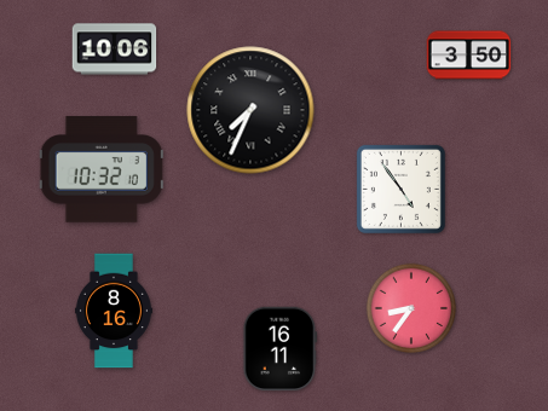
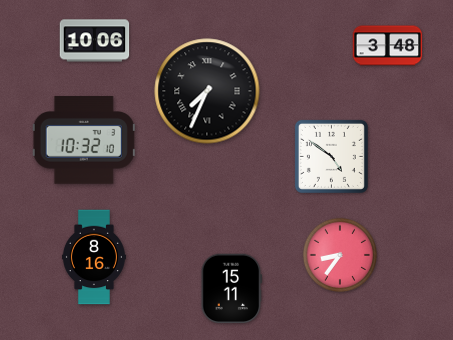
clock at (469, 56): 3:50 -> 3:48
clock at (400, 189): 4:54 -> 4:51
clock at (281, 349): 16:11 -> 15:11
